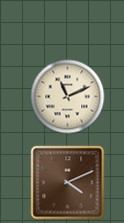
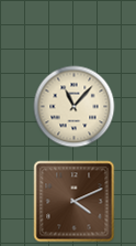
clock at (68, 97): 11:11 -> 11:07
